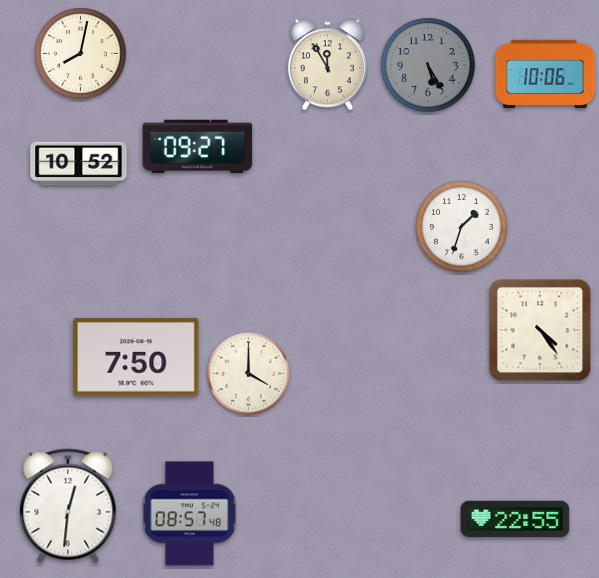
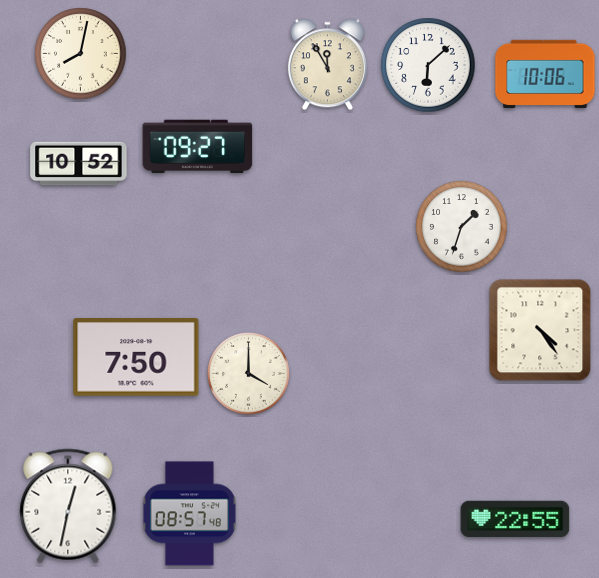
clock at (428, 65): 5:25 -> 6:08
clock at (428, 65) dial: grey -> white
clock at (68, 506): 12:31 -> 12:32
